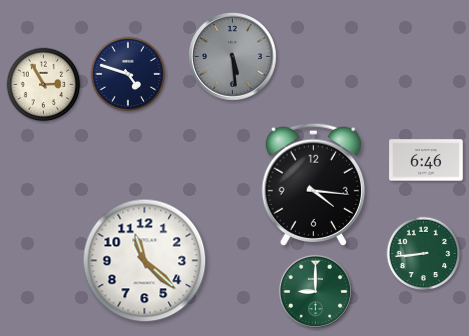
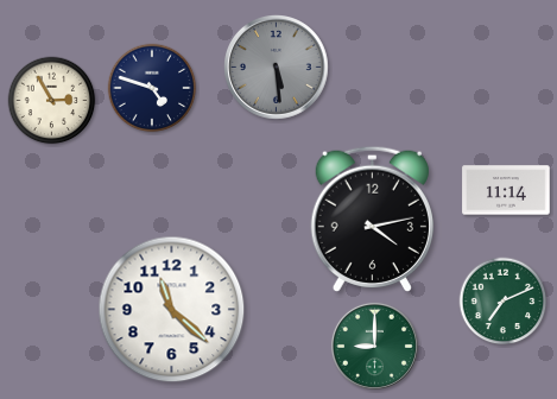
clock at (426, 160): 6:46 -> 11:14
clock at (313, 184): 4:16 -> 4:13
clock at (424, 254): 8:44 -> 7:11
